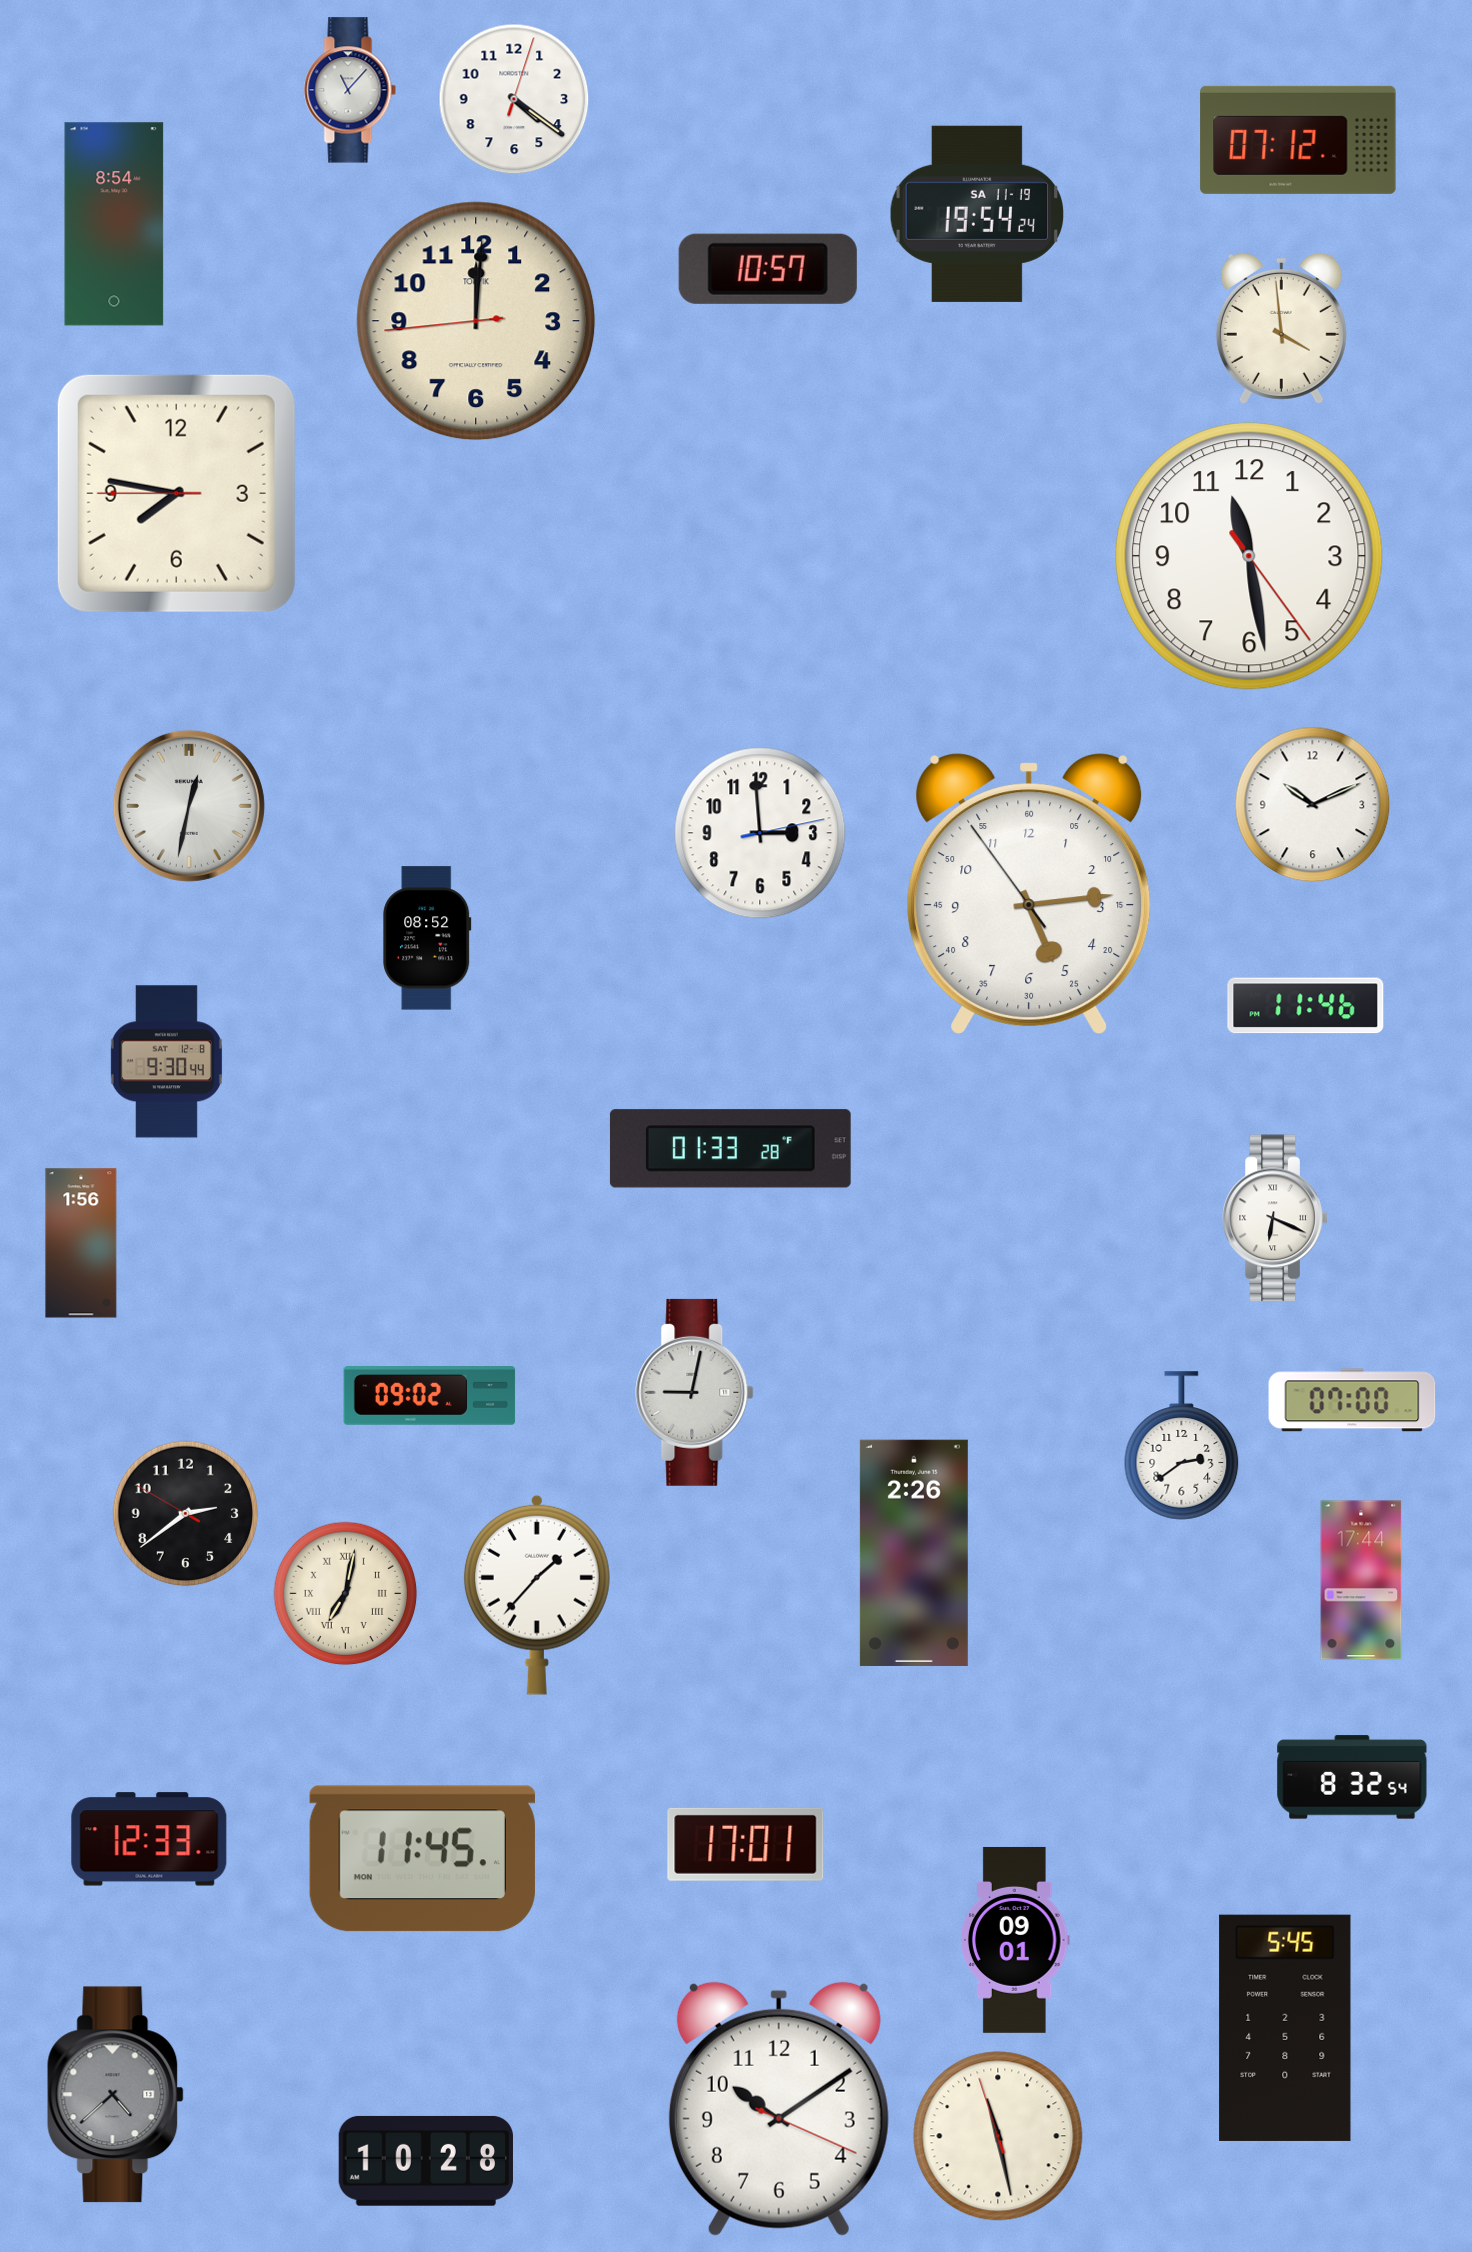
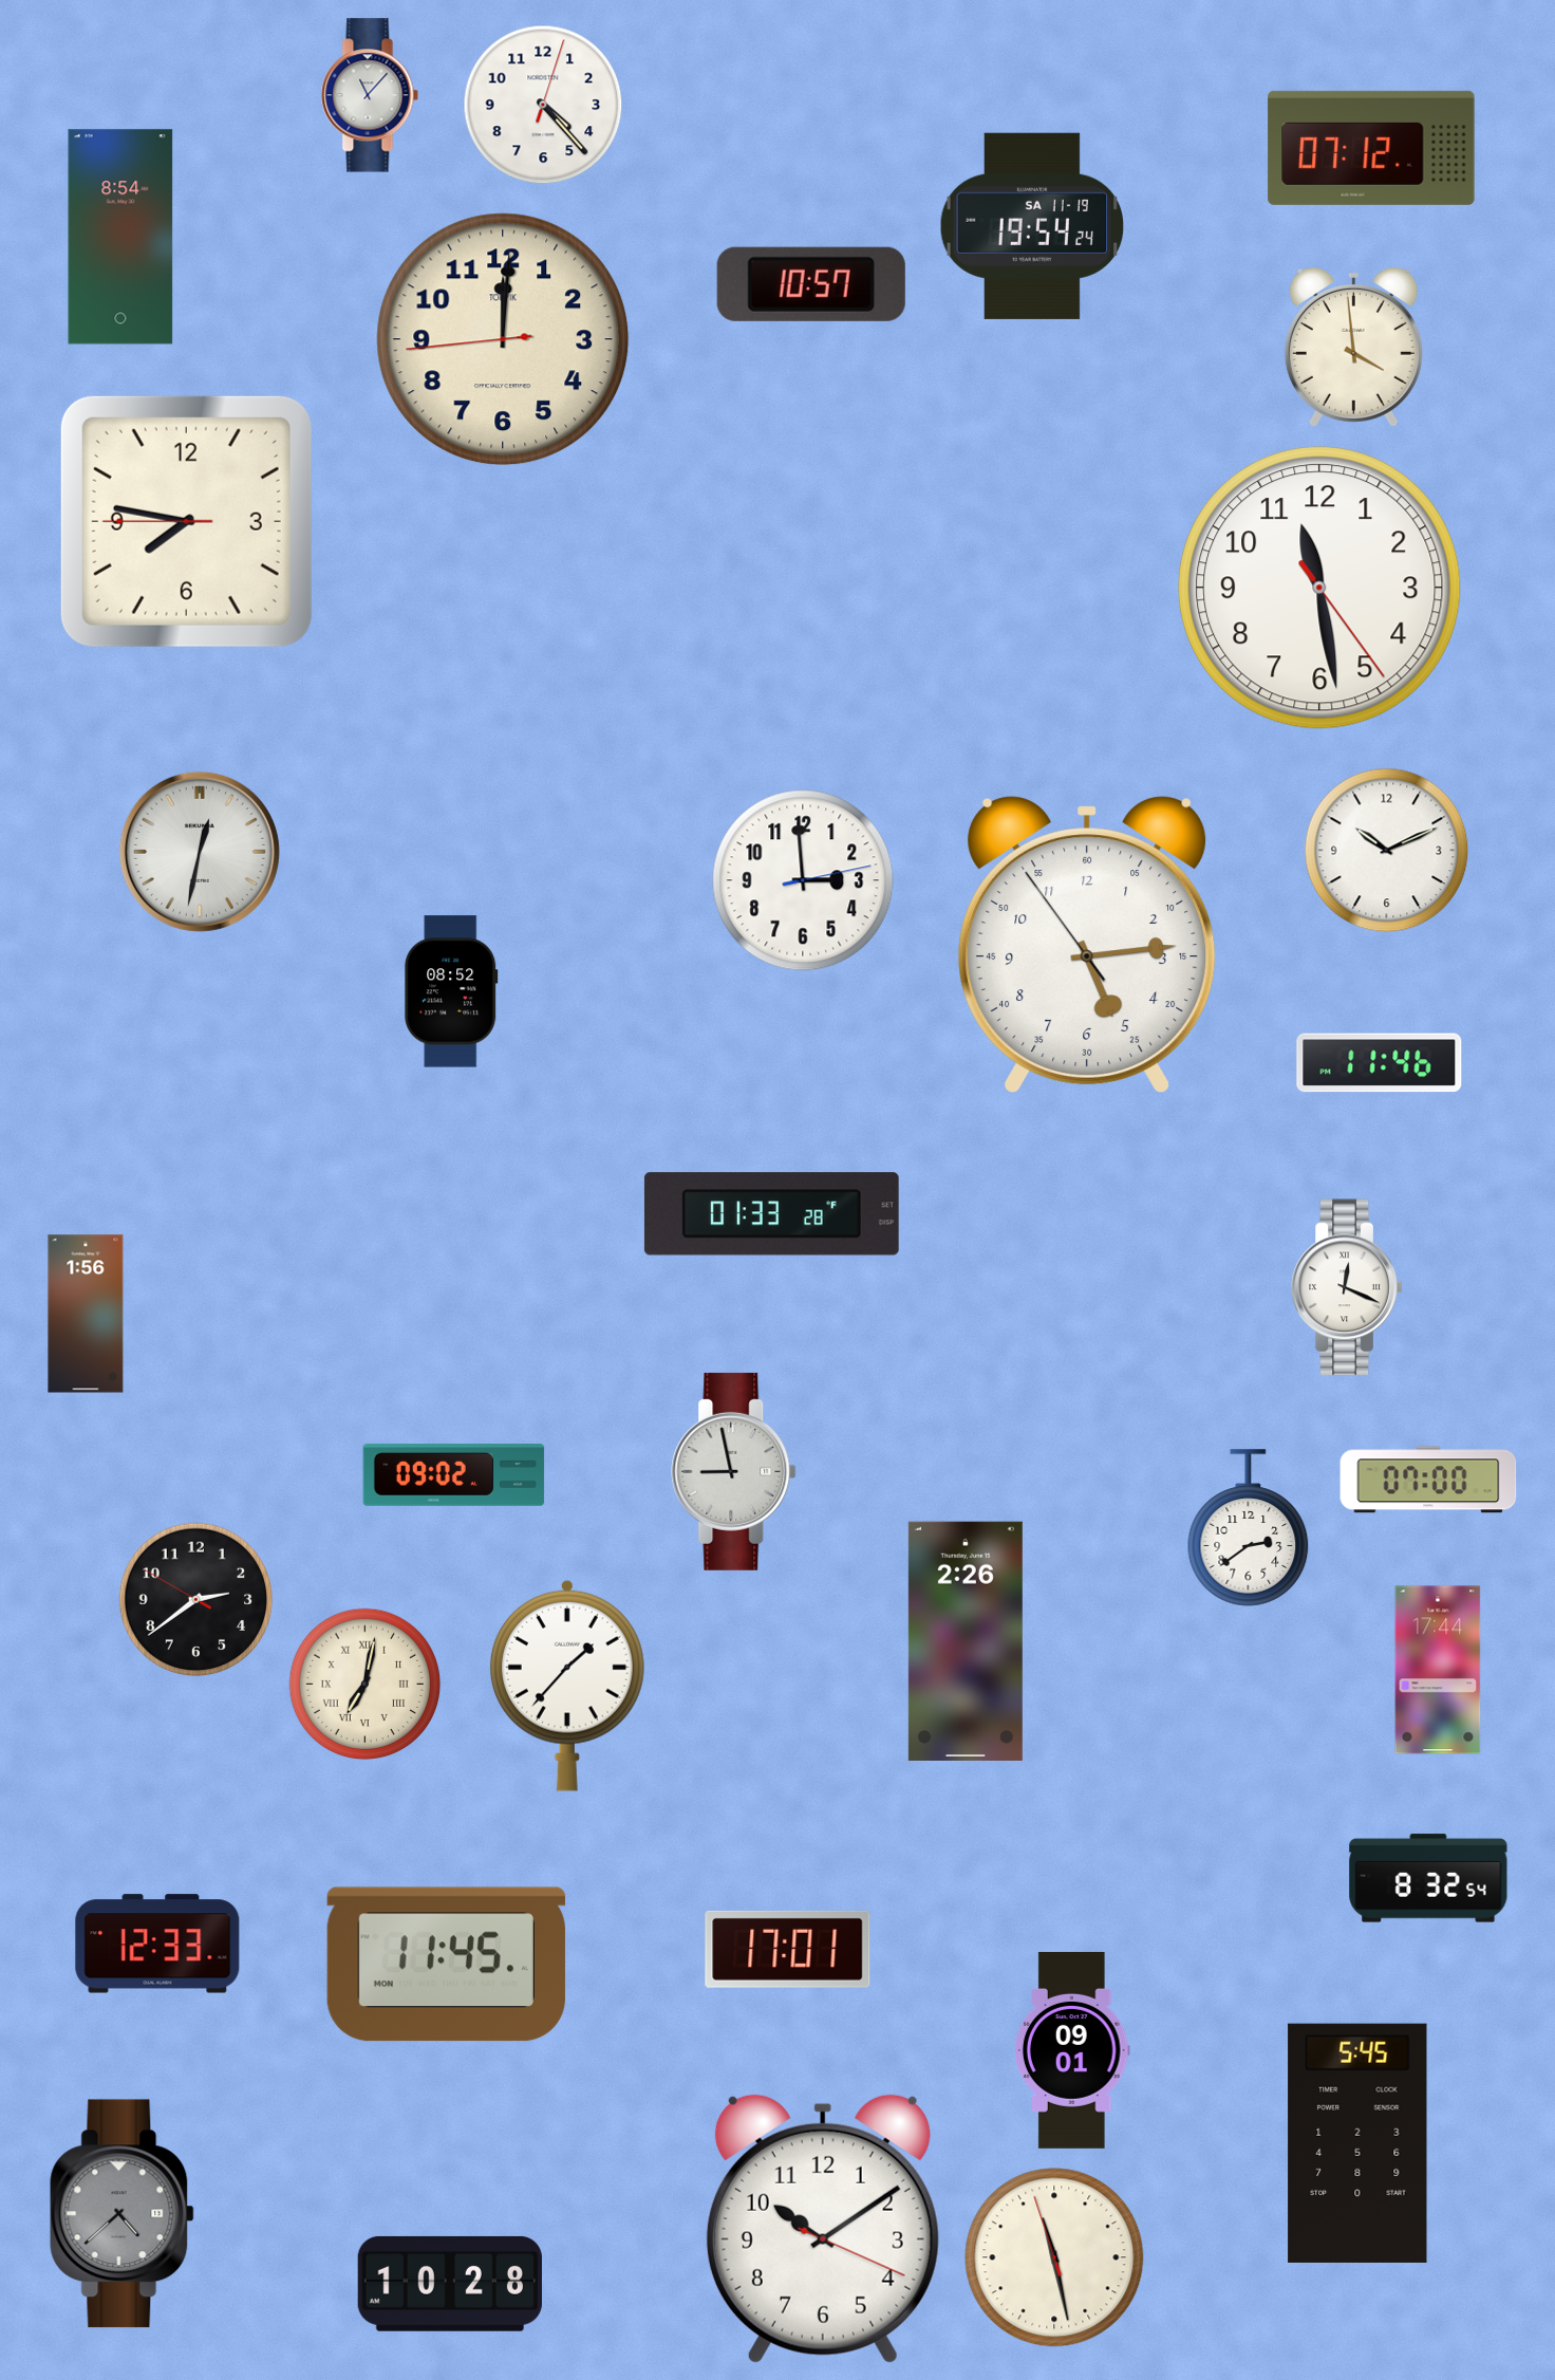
clock at (514, 99): 4:21 -> 4:23
clock at (166, 1062): 9:30 -> none
clock at (1275, 1218): 6:19 -> 12:19
clock at (695, 1392): 9:02 -> 8:58
